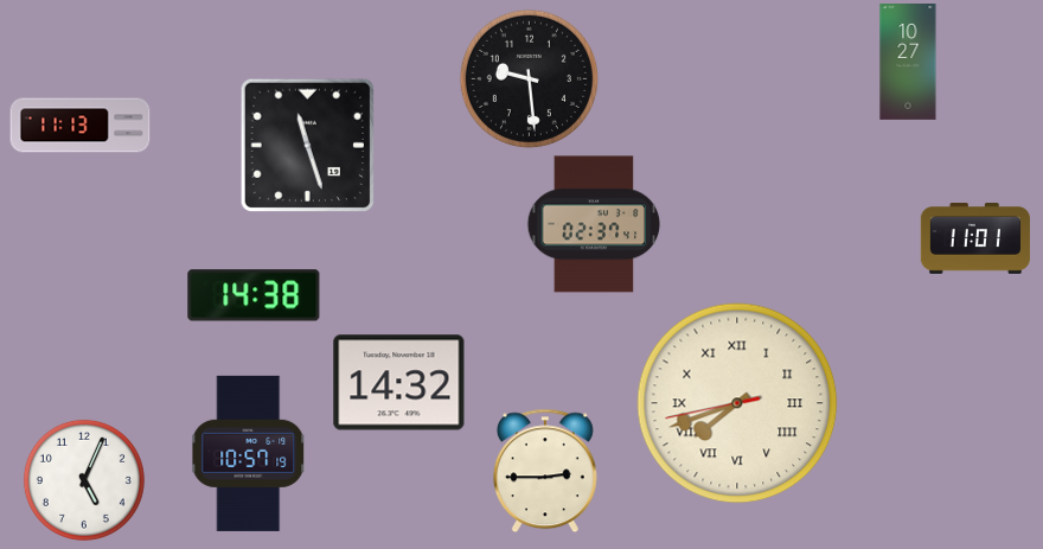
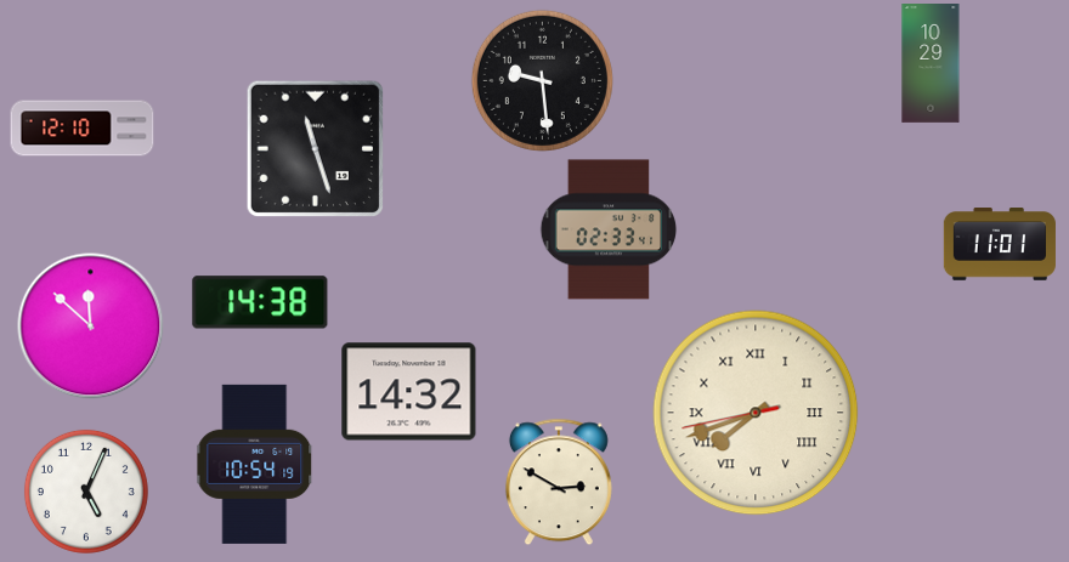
clock at (908, 63): 10:27 -> 10:29
clock at (81, 126): 11:13 -> 12:10
clock at (594, 224): 02:37 -> 02:33
clock at (91, 327): none -> 11:52
clock at (249, 453): 10:57 -> 10:54
clock at (545, 471): 2:45 -> 2:50
